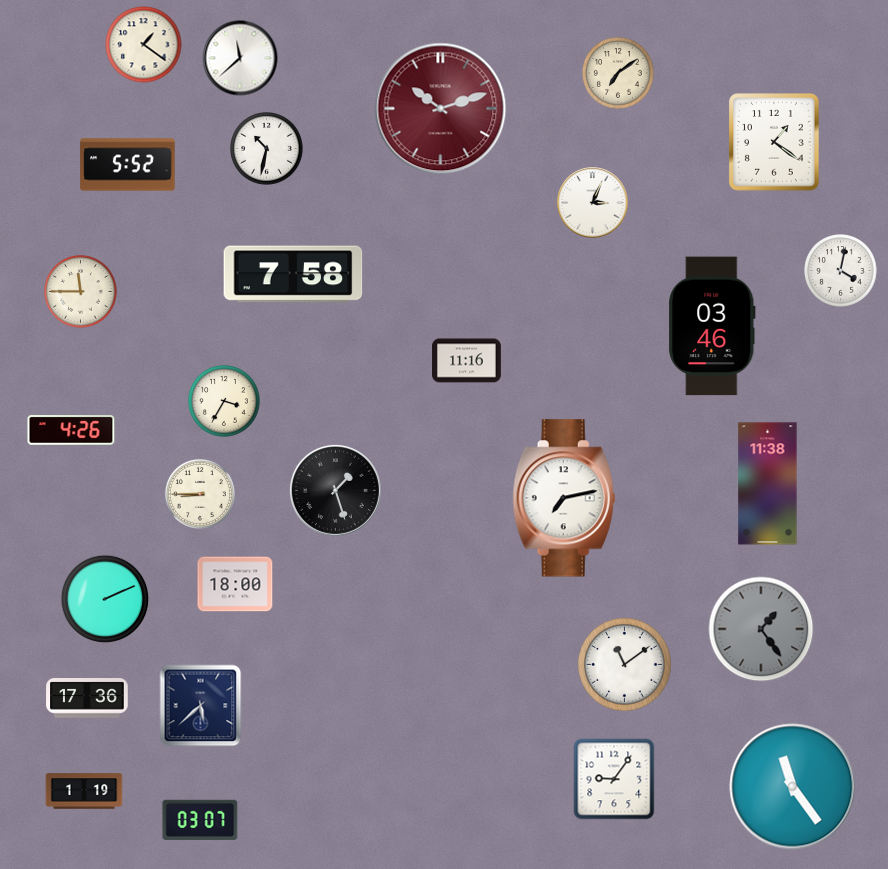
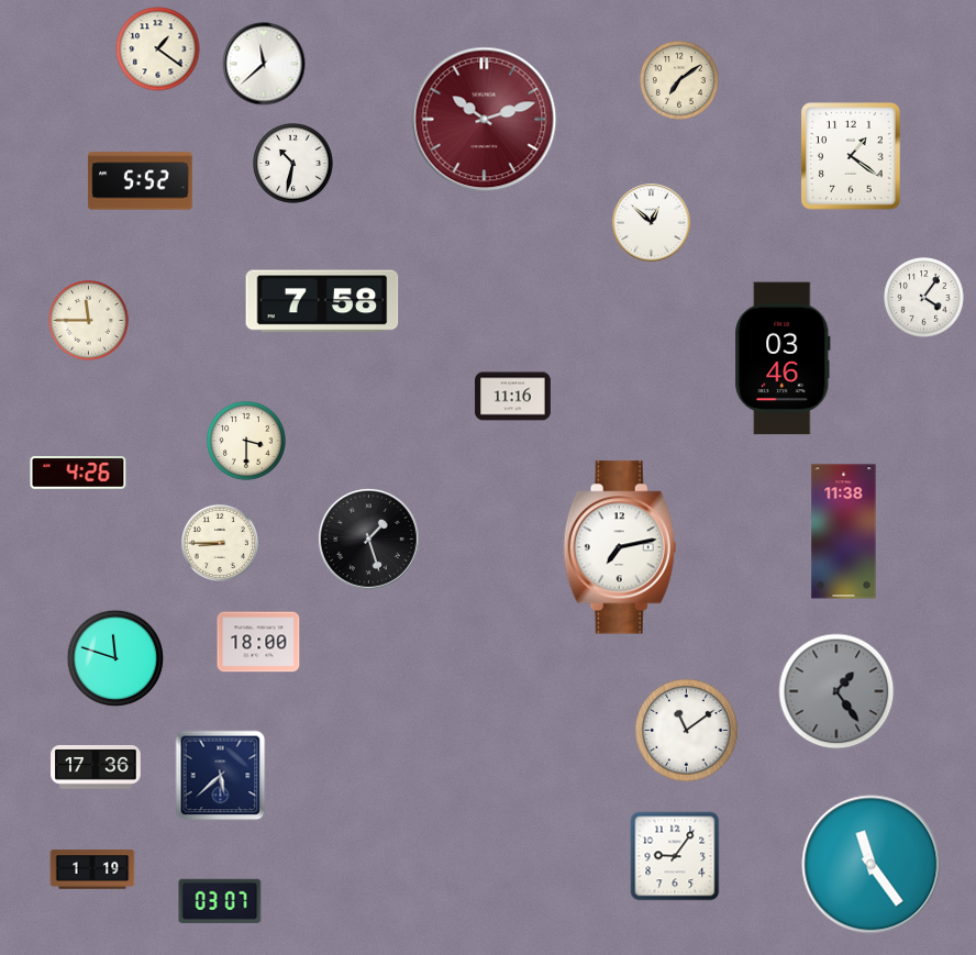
clock at (593, 203): 3:04 -> 12:52
clock at (841, 271): 4:02 -> 4:06
clock at (225, 402): 3:35 -> 3:30
clock at (105, 599): 2:11 -> 11:48
